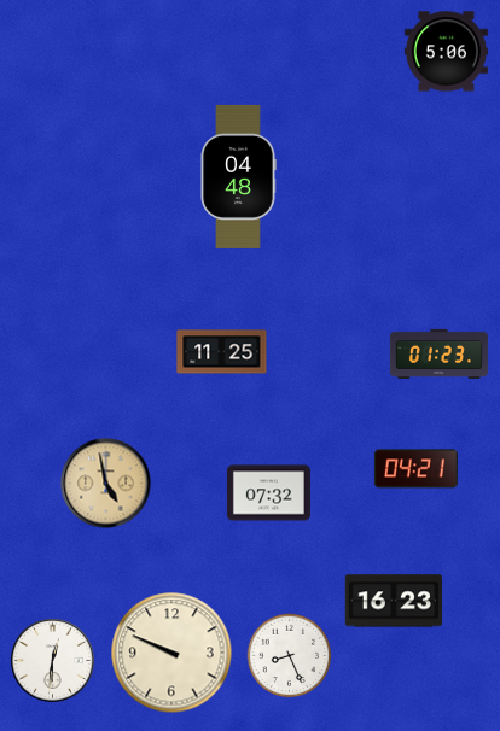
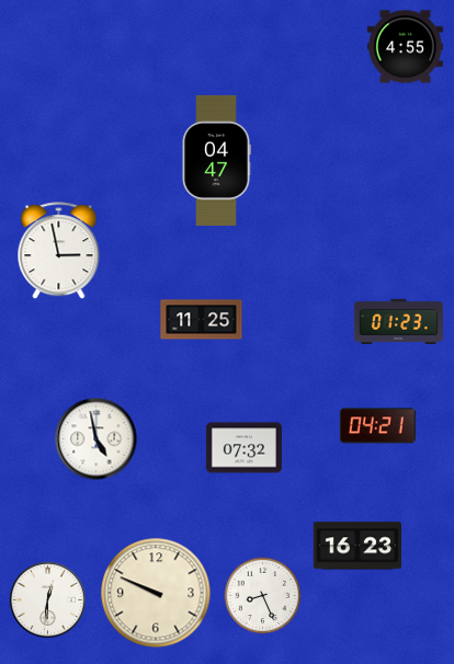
clock at (446, 52): 5:06 -> 4:55
clock at (238, 176): 04:48 -> 04:47
clock at (59, 251): none -> 2:58
clock at (106, 484) dial: champagne -> white
